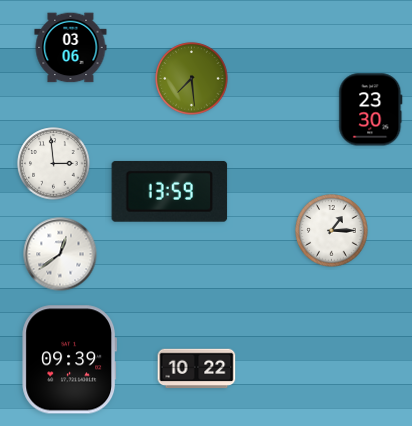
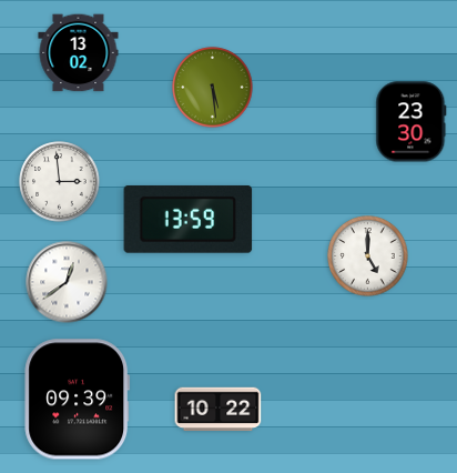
clock at (71, 48): 03:06 -> 13:02
clock at (192, 79): 7:29 -> 5:29
clock at (170, 191) position: (170, 191) -> (189, 219)
clock at (332, 231): 1:15 -> 5:00
